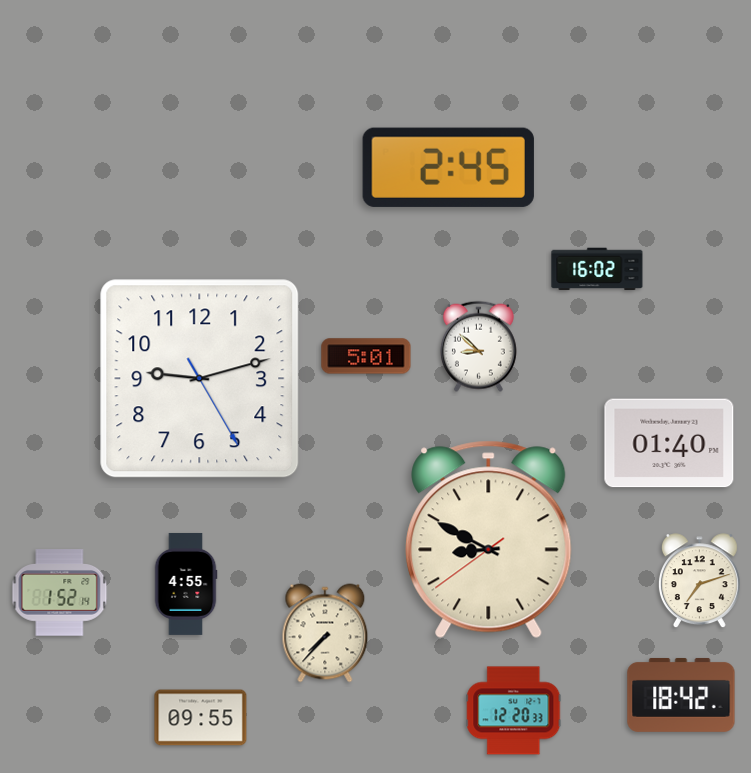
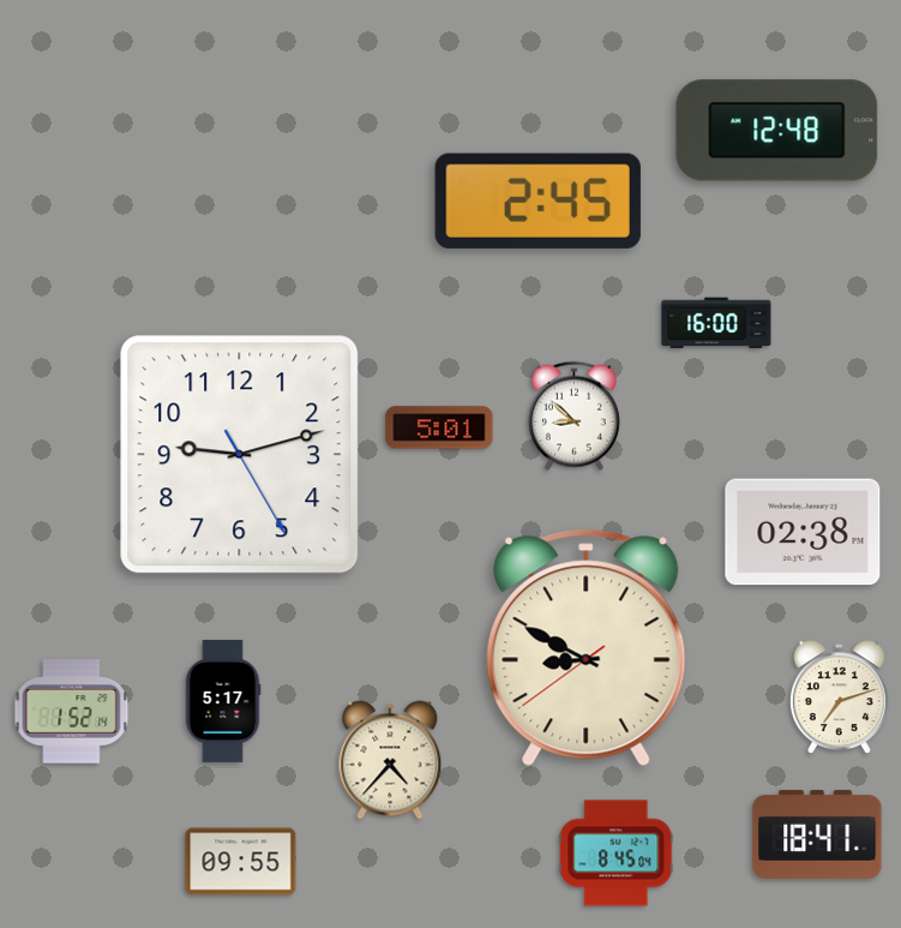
clock at (777, 131): none -> 12:48
clock at (597, 269): 16:02 -> 16:00
clock at (669, 443): 01:40 -> 02:38
clock at (186, 584): 4:55 -> 5:17
clock at (325, 633): 7:37 -> 4:37
clock at (681, 695): 18:42 -> 18:41
clock at (514, 711): 12:20 -> 8:45
